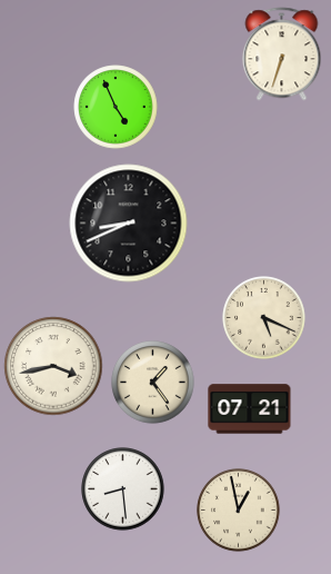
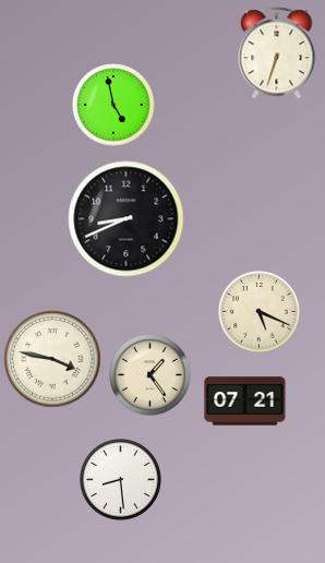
clock at (116, 107): 4:56 -> 4:58
clock at (53, 366): 3:43 -> 3:47
clock at (239, 511): 12:58 -> none
